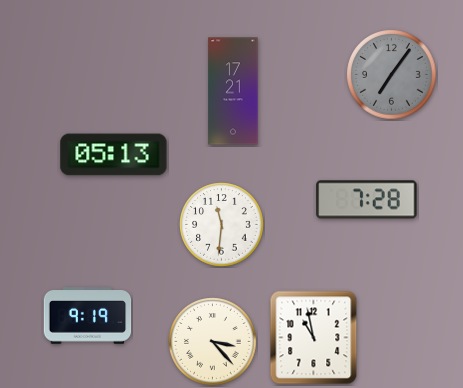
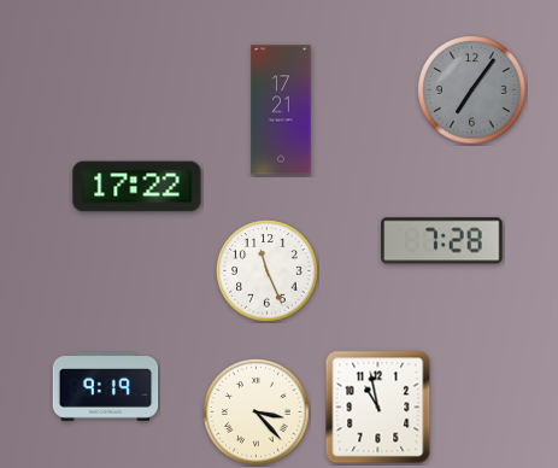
clock at (114, 155): 05:13 -> 17:22
clock at (222, 225): 11:31 -> 11:26
clock at (88, 316) position: (88, 316) -> (106, 387)
